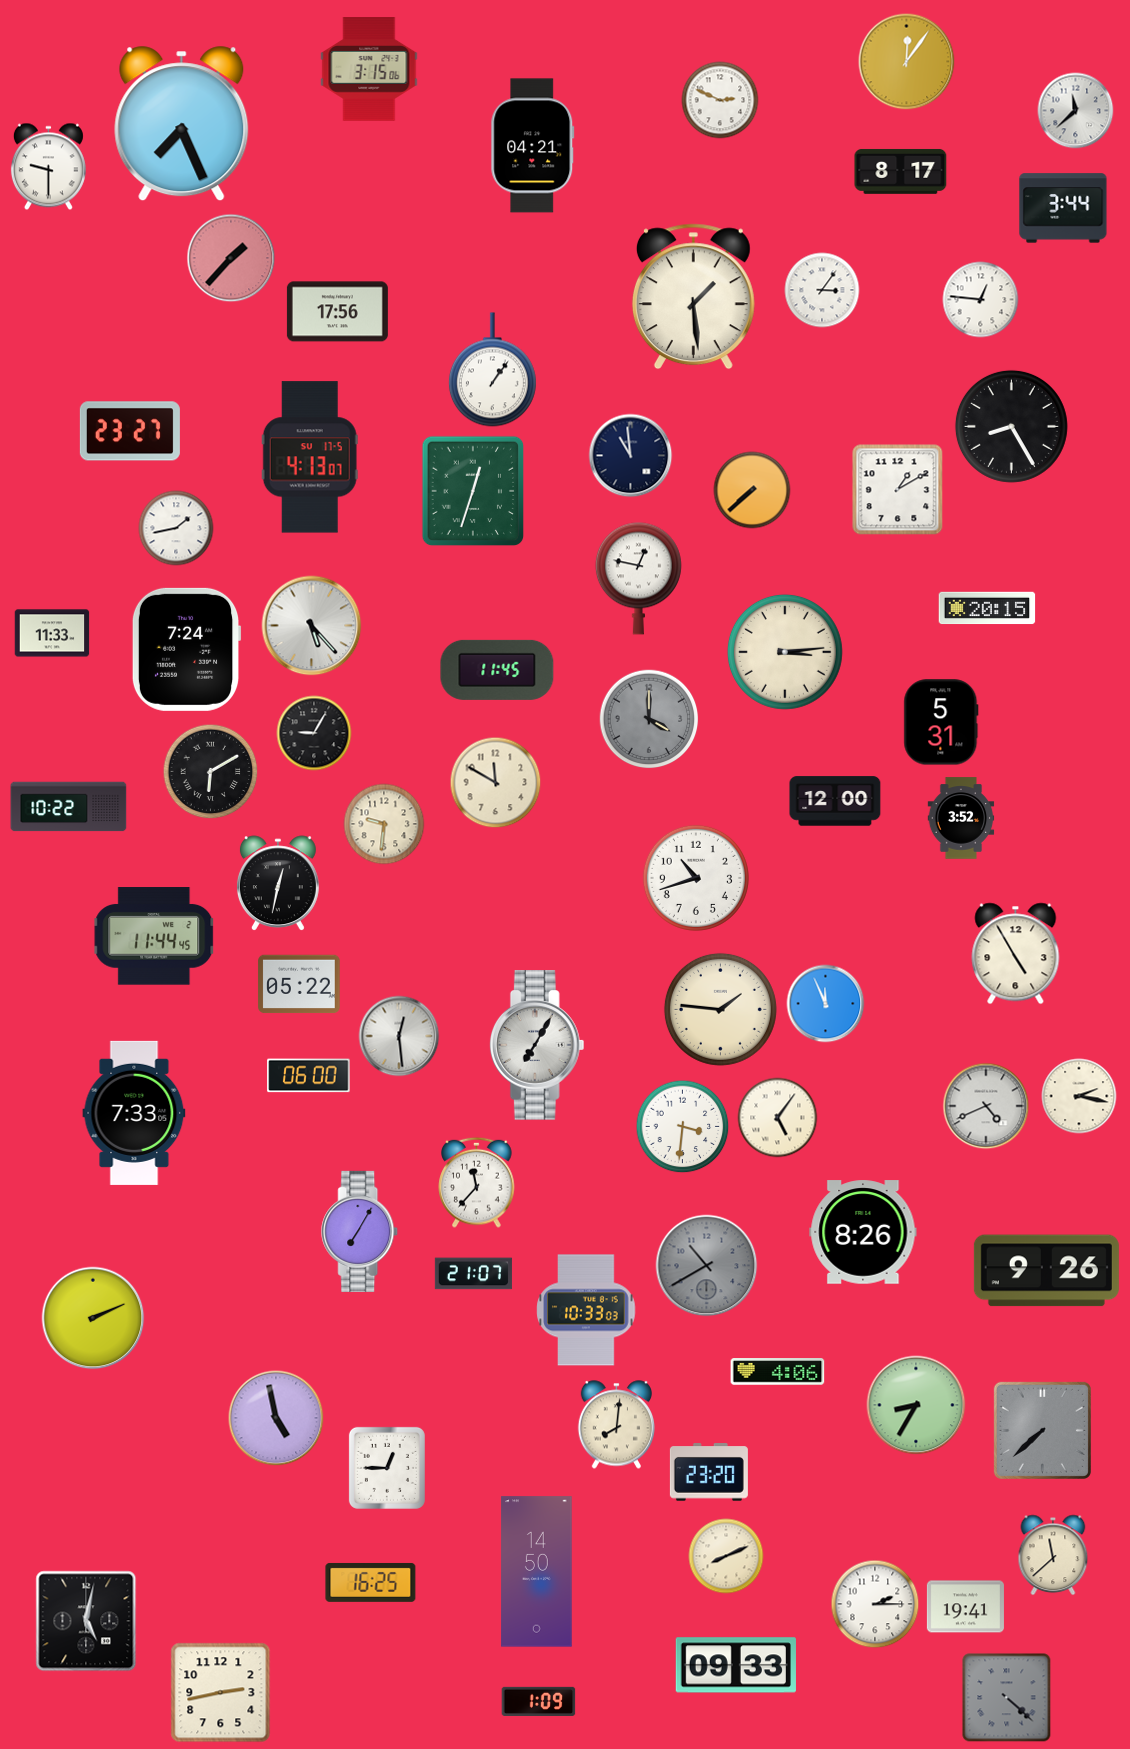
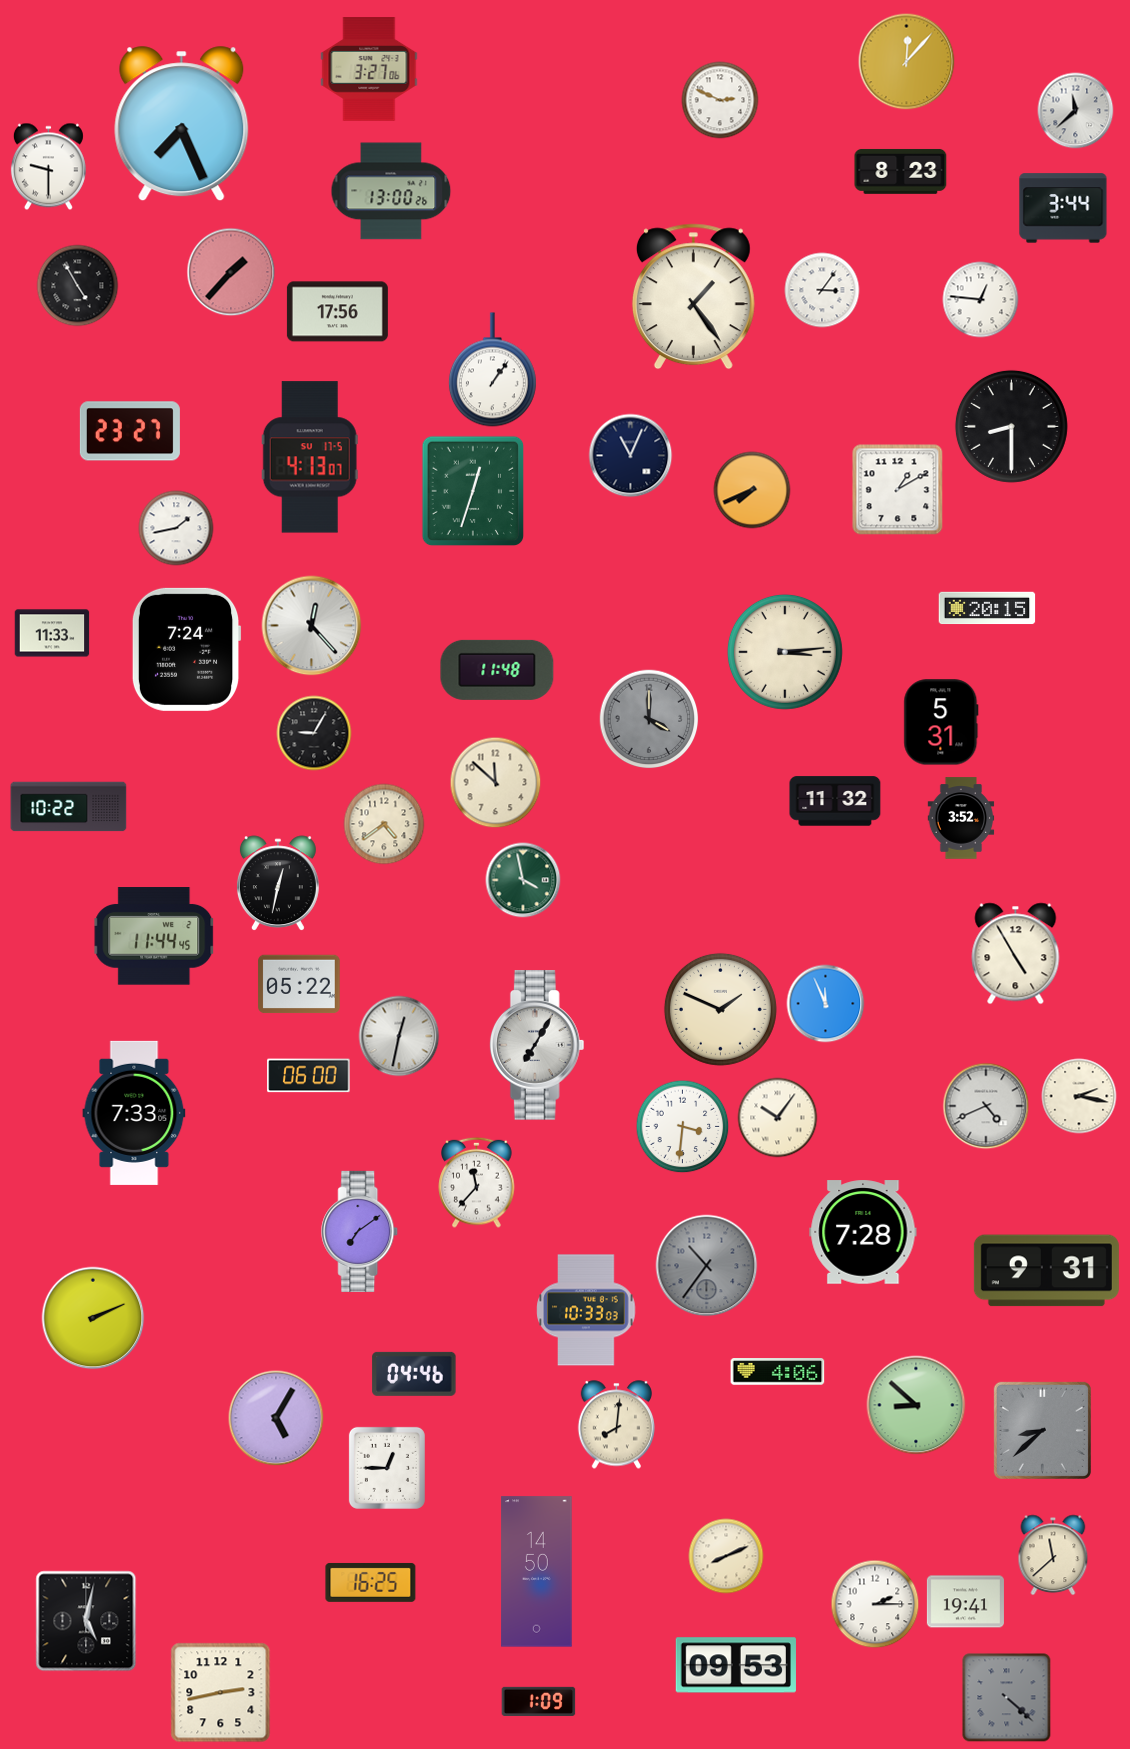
clock at (907, 62): 12:06 -> 12:07
clock at (369, 69): 3:15 -> 3:27
clock at (533, 146): 04:21 -> none
clock at (901, 171): 8:17 -> 8:23
clock at (391, 191): none -> 13:00
clock at (231, 258) position: (231, 258) -> (231, 272)
clock at (78, 286): none -> 4:55
clock at (693, 297): 1:29 -> 1:24
clock at (1011, 426): 8:25 -> 8:30
clock at (631, 456): 10:59 -> 11:04
clock at (752, 490): 7:38 -> 7:41
clock at (638, 578): 12:47 -> none
clock at (312, 626): 5:23 -> 12:23
clock at (497, 670): 11:45 -> 11:48
clock at (211, 772): 6:10 -> none
clock at (496, 783): 11:50 -> 11:52
clock at (835, 801): 12:00 -> 11:32
clock at (384, 824): 9:31 -> 4:39
clock at (696, 878): 10:42 -> none
clock at (523, 880): none -> 3:58
clock at (720, 1009): 1:46 -> 1:49
clock at (399, 1036): 12:29 -> 12:32
clock at (778, 1118): 5:06 -> 10:06
clock at (360, 1231): 7:05 -> 7:09
clock at (863, 1232): 8:26 -> 7:28
clock at (707, 1266): 10:40 -> 10:36
clock at (1046, 1271): 9:26 -> 9:31
clock at (473, 1274): 21:07 -> none
clock at (414, 1374): none -> 04:46
clock at (916, 1405): 8:35 -> 8:52
clock at (276, 1418): 4:58 -> 5:05
clock at (1042, 1430): 7:38 -> 8:38
clock at (709, 1472): 23:20 -> none
clock at (965, 1607) position: (965, 1607) -> (965, 1602)
clock at (736, 1665): 09:33 -> 09:53
